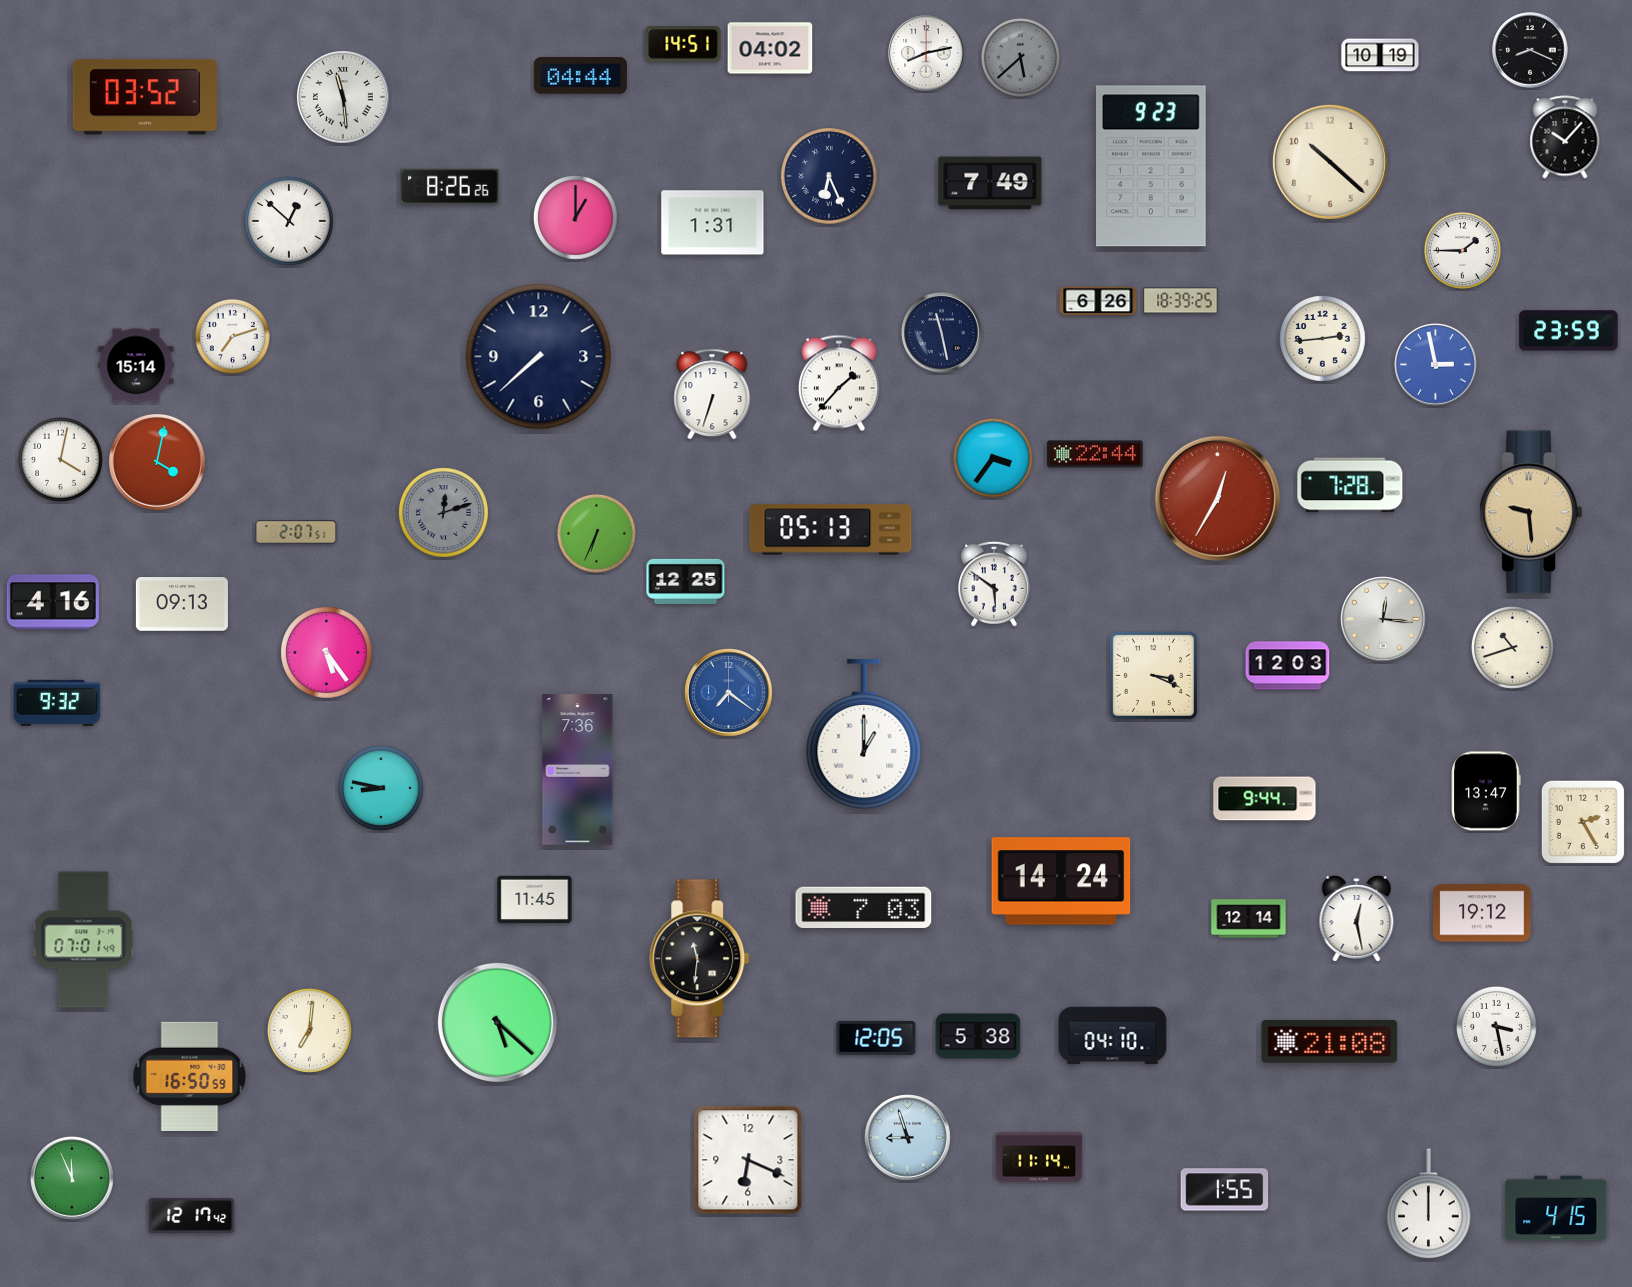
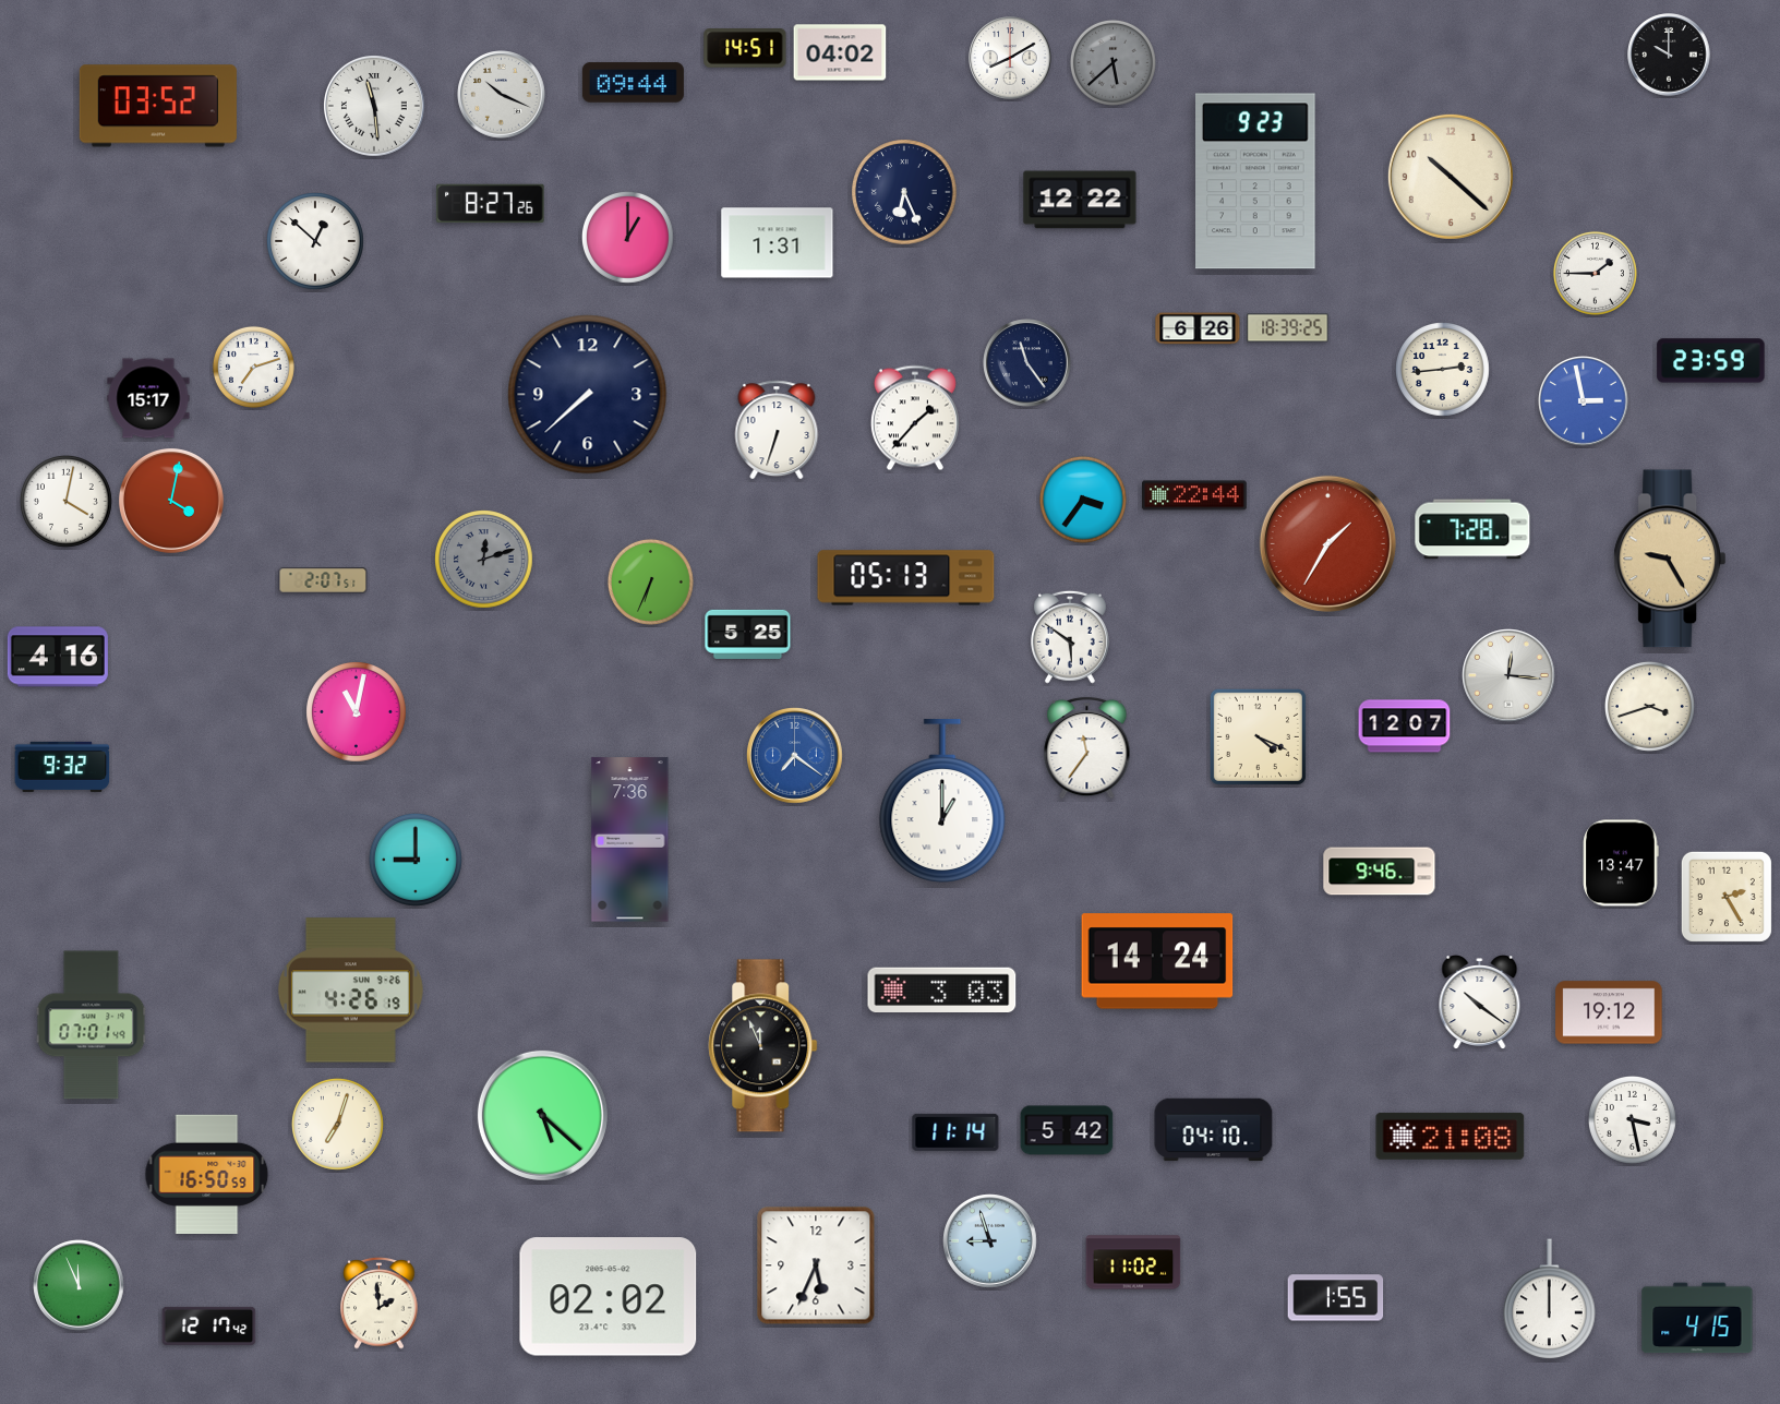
clock at (1530, 50): 8:19 -> 10:00
clock at (926, 53): 8:13 -> 8:10
clock at (1380, 55): 10:19 -> none
clock at (580, 76): 04:44 -> 09:44
clock at (502, 95): none -> 10:19
clock at (1565, 137): 10:07 -> none
clock at (990, 183): 7:49 -> 12:22
clock at (450, 187): 8:26 -> 8:27
clock at (942, 333): 11:28 -> 11:24
clock at (539, 357) position: (539, 357) -> (588, 395)
clock at (136, 365): 15:14 -> 15:17
clock at (1436, 365) position: (1436, 365) -> (1584, 401)
clock at (157, 462) position: (157, 462) -> (171, 501)
clock at (1217, 498): 12:35 -> 1:35
clock at (1530, 512): 9:29 -> 9:25
clock at (686, 581): 12:25 -> 5:25
clock at (995, 584) position: (995, 584) -> (1071, 637)
clock at (182, 605): 09:13 -> none
clock at (1512, 647): 10:42 -> 3:42
clock at (327, 653): 5:24 -> 11:02
clock at (1288, 666): 12:03 -> 12:07
clock at (1153, 675): 3:19 -> 4:19
clock at (1087, 747): none -> 11:36
clock at (382, 789): 8:47 -> 9:00
clock at (1265, 799): 9:44 -> 9:46
clock at (535, 900): 11:45 -> none
clock at (864, 907): 7:03 -> 3:03
clock at (350, 991): none -> 4:26
clock at (1482, 913) position: (1482, 913) -> (1609, 1012)
clock at (1249, 919): 12:14 -> none
clock at (1357, 919): 12:28 -> 10:21
clock at (700, 959): 11:31 -> 11:56
clock at (309, 1030): 7:01 -> 7:03
clock at (978, 1036): 5:38 -> 5:42
clock at (876, 1038): 12:05 -> 11:14
clock at (1039, 1157): 11:14 -> 11:02
clock at (748, 1160): 6:19 -> 5:34
clock at (609, 1297): none -> 02:02
clock at (380, 1304): none -> 1:59
clock at (1429, 1204) position: (1429, 1204) -> (1550, 1299)
